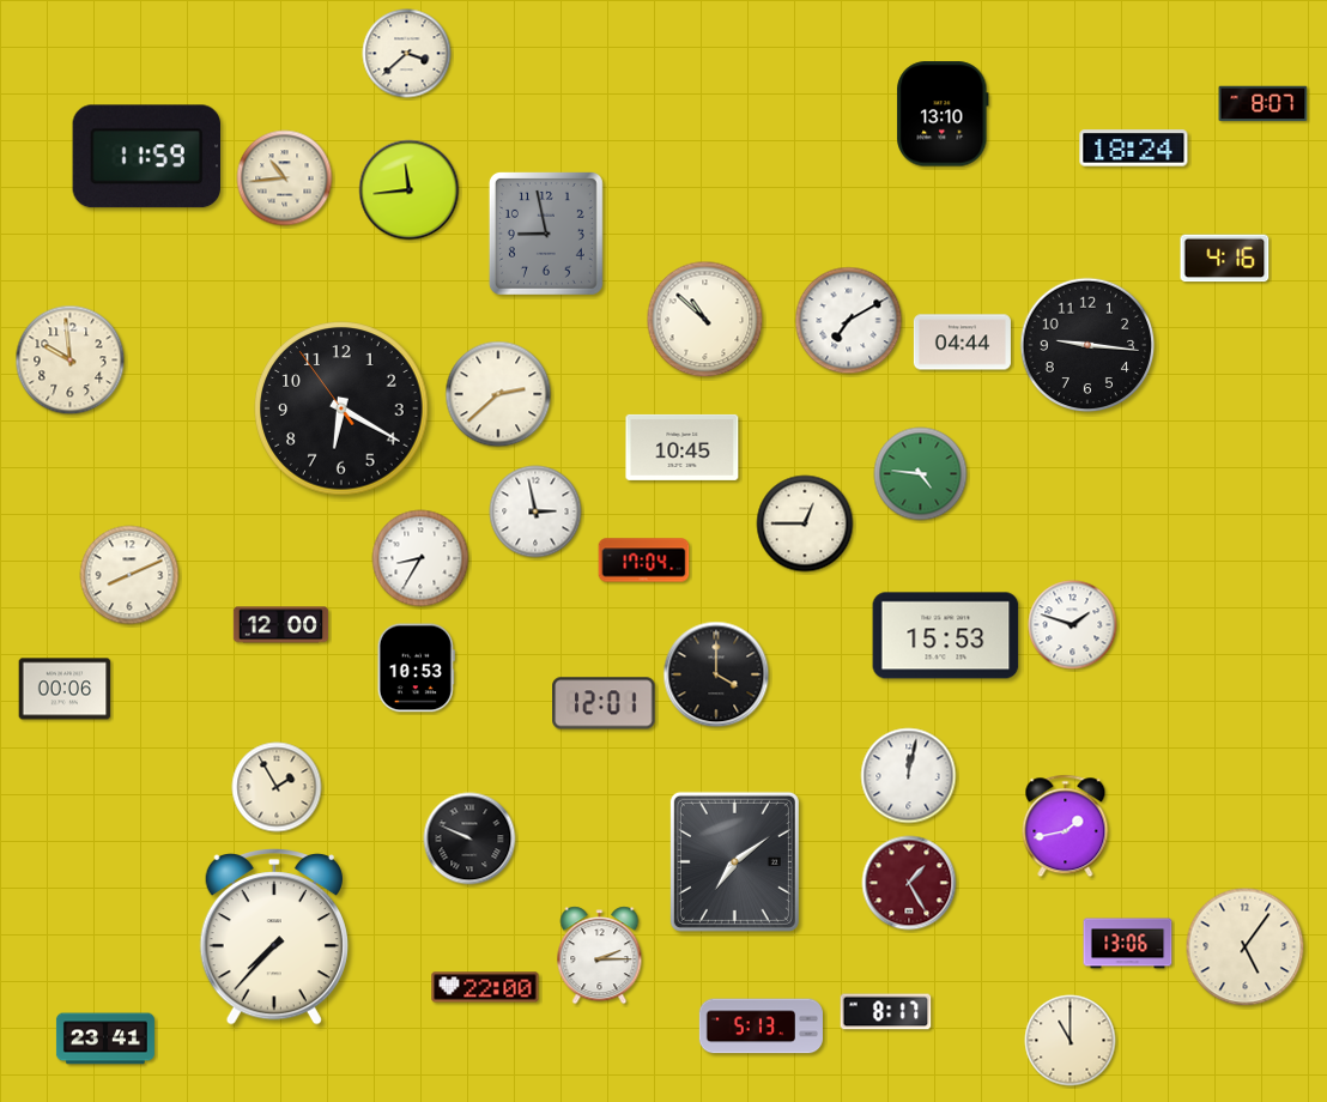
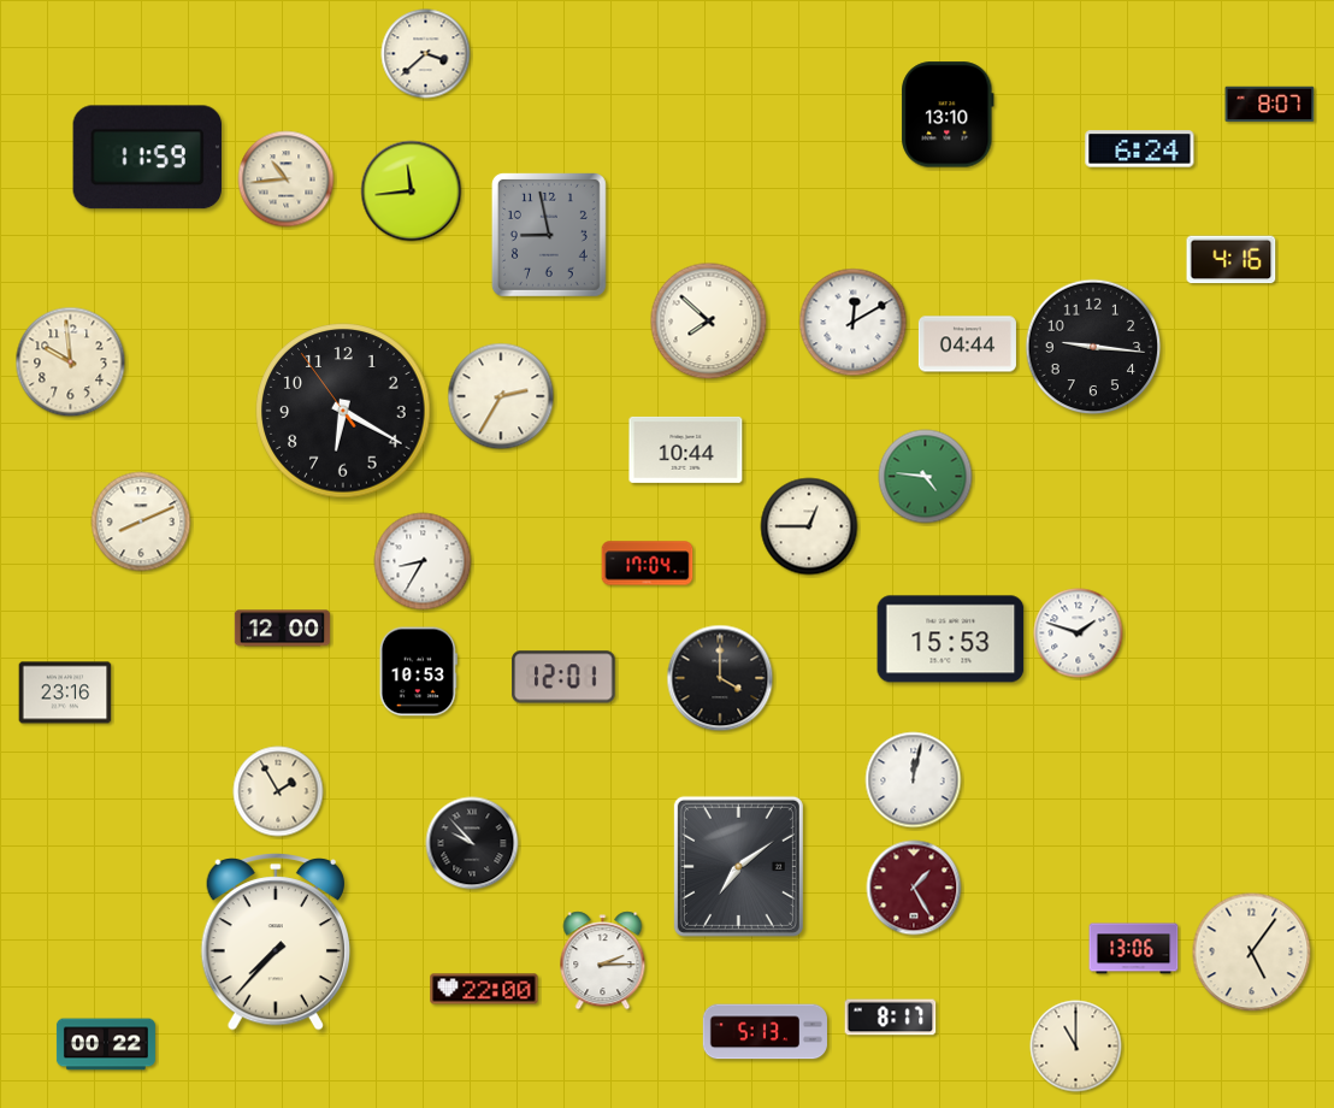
clock at (407, 54) position: (407, 54) -> (426, 54)
clock at (1134, 149): 18:24 -> 6:24
clock at (705, 320): 10:52 -> 7:52
clock at (849, 321): 7:10 -> 12:10
clock at (498, 394): 2:38 -> 2:35
clock at (683, 447): 10:45 -> 10:44
clock at (535, 511): 2:58 -> none
clock at (129, 575) position: (129, 575) -> (141, 521)
clock at (1073, 625) position: (1073, 625) -> (1079, 633)
clock at (65, 689): 00:06 -> 23:16
clock at (604, 703) position: (604, 703) -> (563, 677)
clock at (1066, 826): 1:43 -> none
clock at (469, 838): 9:49 -> 9:53
clock at (485, 987) position: (485, 987) -> (484, 989)
clock at (105, 1039): 23:41 -> 00:22
